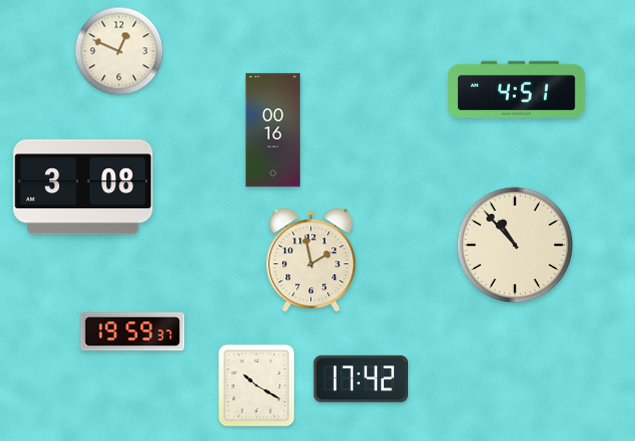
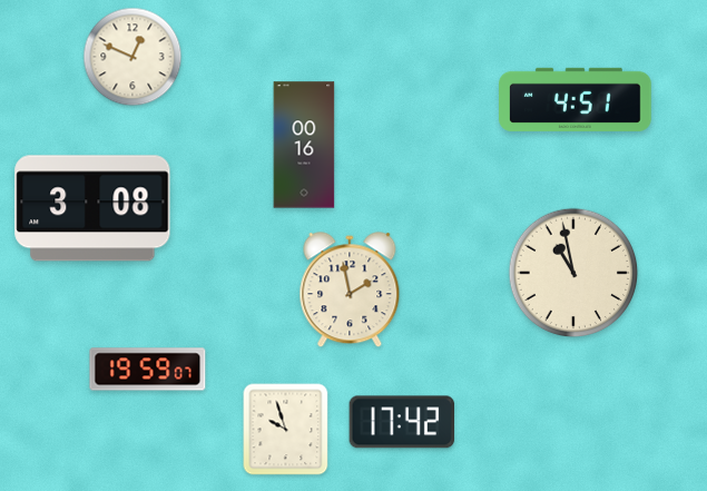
clock at (515, 245): 10:53 -> 10:58
clock at (311, 261) position: (311, 261) -> (350, 291)
clock at (133, 332): 19:59:37 -> 19:59:07
clock at (257, 386): 10:20 -> 9:57
